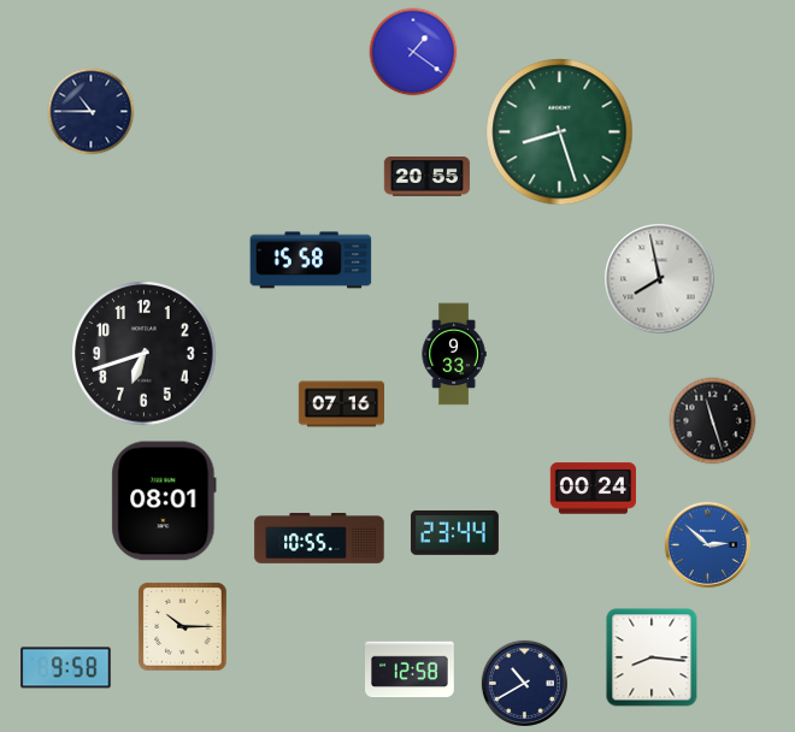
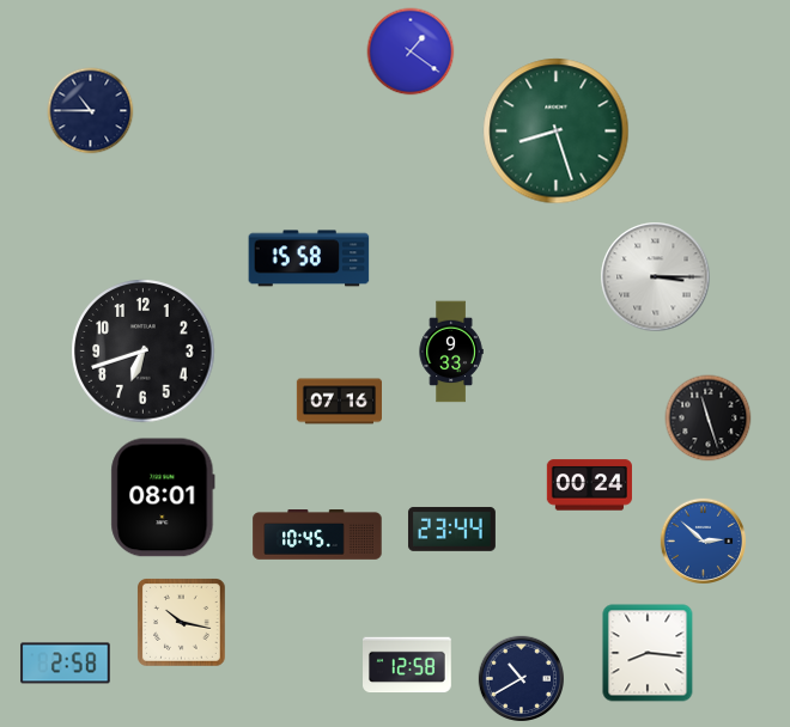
clock at (426, 177): 20:55 -> none
clock at (660, 279): 7:58 -> 3:15
clock at (319, 539): 10:55 -> 10:45
clock at (183, 627): 10:15 -> 10:17
clock at (66, 668): 9:58 -> 2:58
